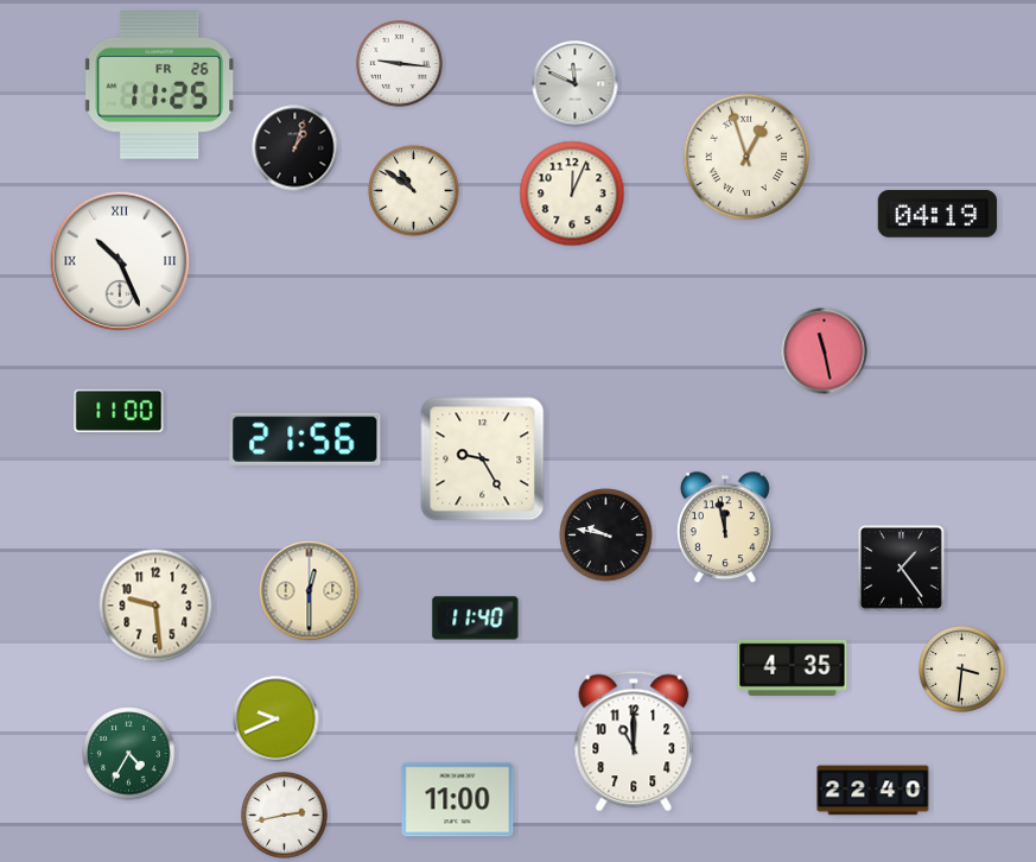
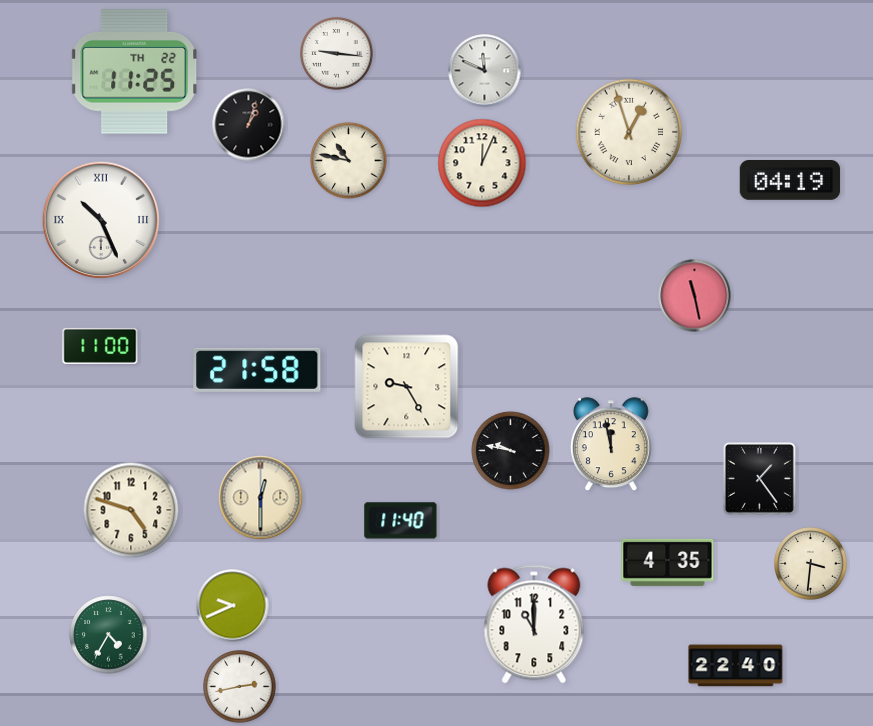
clock at (160, 85) date: FR 26 -> TH 22
clock at (414, 191): 10:51 -> 10:47
clock at (305, 439): 21:56 -> 21:58
clock at (155, 606): 9:29 -> 4:48
clock at (458, 800): 11:00 -> none
